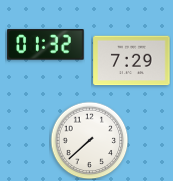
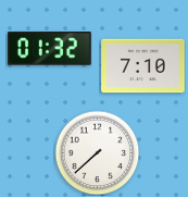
clock at (132, 61): 7:29 -> 7:10
